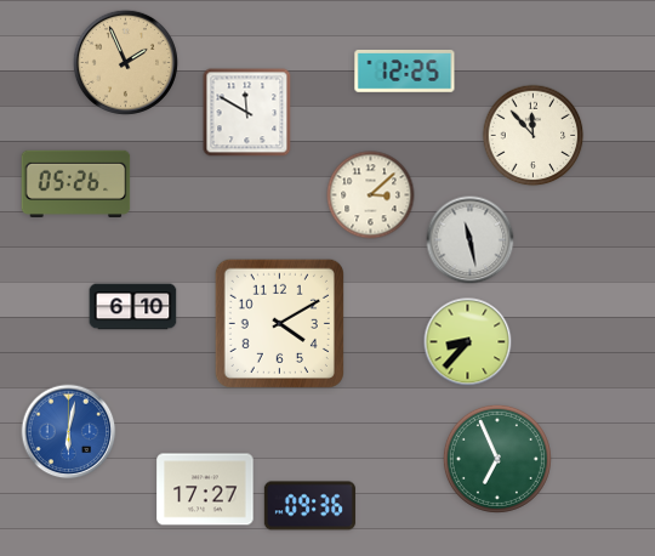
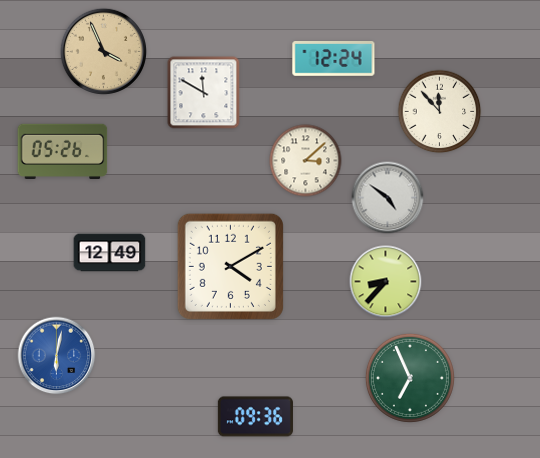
clock at (125, 62): 1:56 -> 3:56
clock at (405, 72): 12:25 -> 12:24
clock at (471, 240): 11:28 -> 4:51
clock at (133, 307): 6:10 -> 12:49
clock at (205, 489): 17:27 -> none
